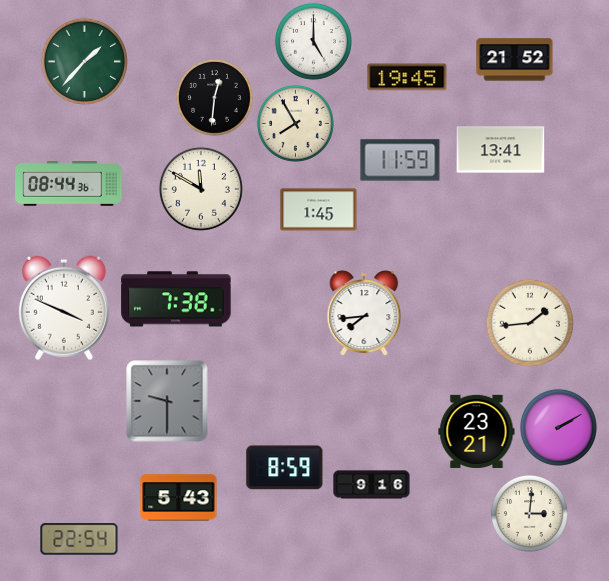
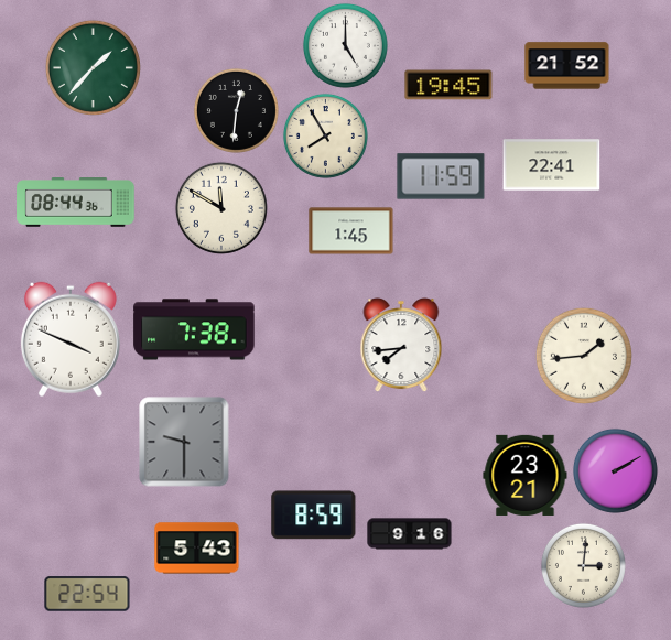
clock at (214, 97) position: (214, 97) -> (236, 110)
clock at (501, 150): 13:41 -> 22:41
